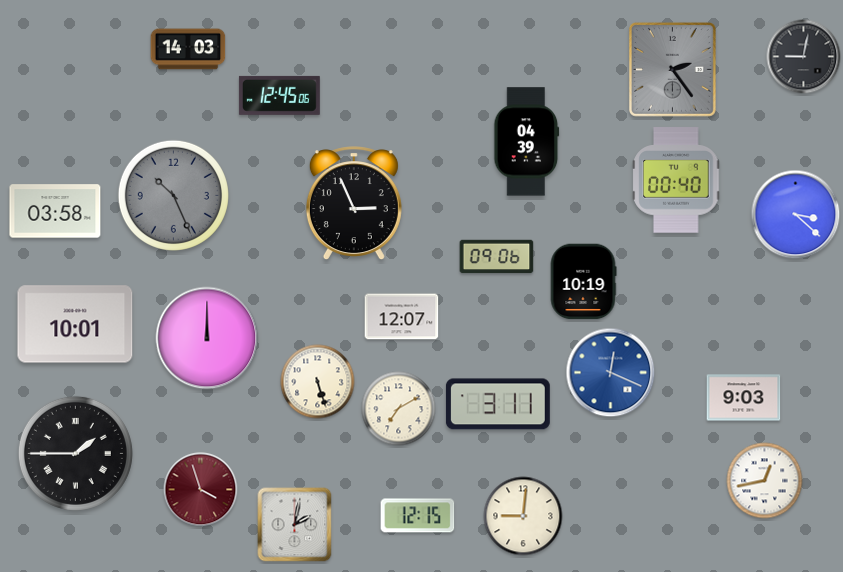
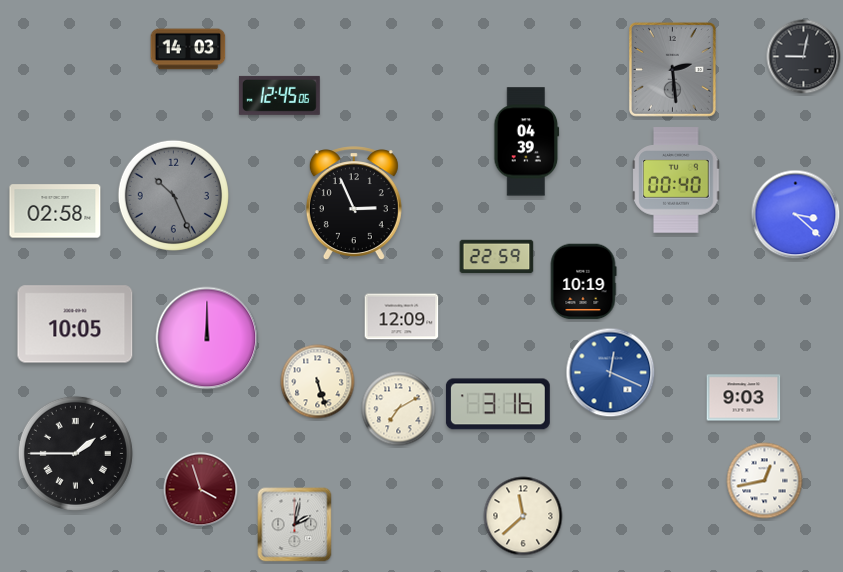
clock at (672, 69): 2:24 -> 2:29
clock at (55, 211): 03:58 -> 02:58
clock at (497, 257): 09:06 -> 22:59
clock at (402, 317): 12:07 -> 12:09
clock at (75, 324): 10:01 -> 10:05
clock at (498, 404): 3:11 -> 3:16
clock at (418, 516): 12:15 -> none
clock at (523, 516): 9:01 -> 11:38
